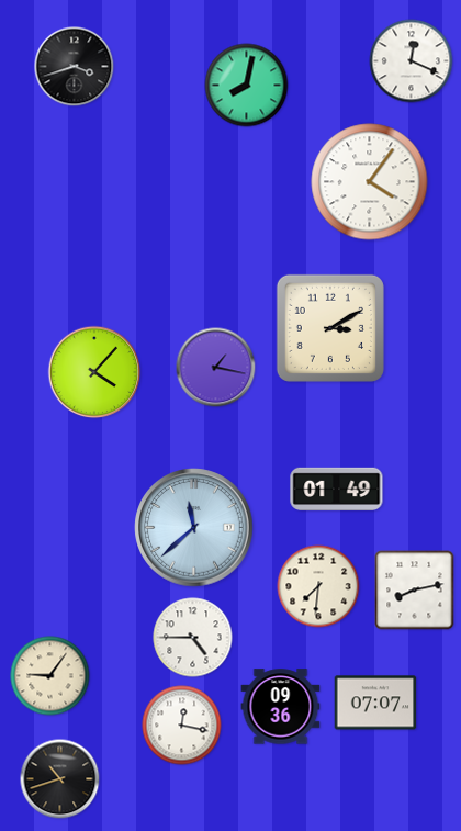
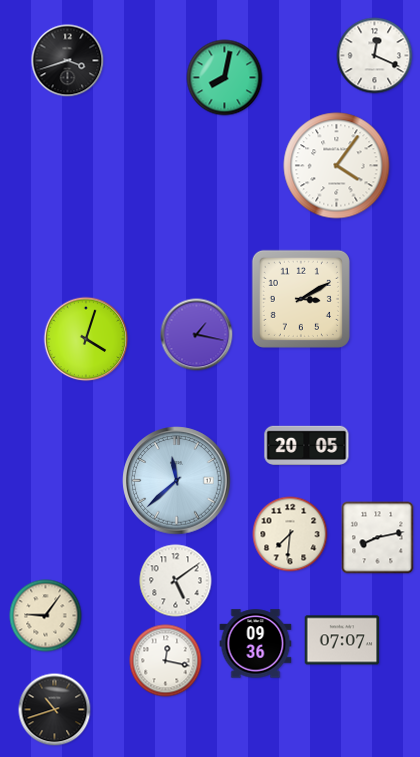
clock at (94, 372): 4:07 -> 4:03
clock at (337, 489): 01:49 -> 20:05
clock at (193, 638): 4:45 -> 5:09
